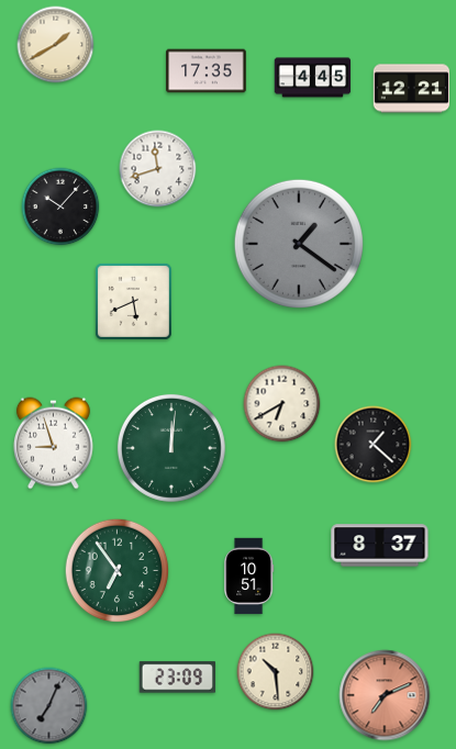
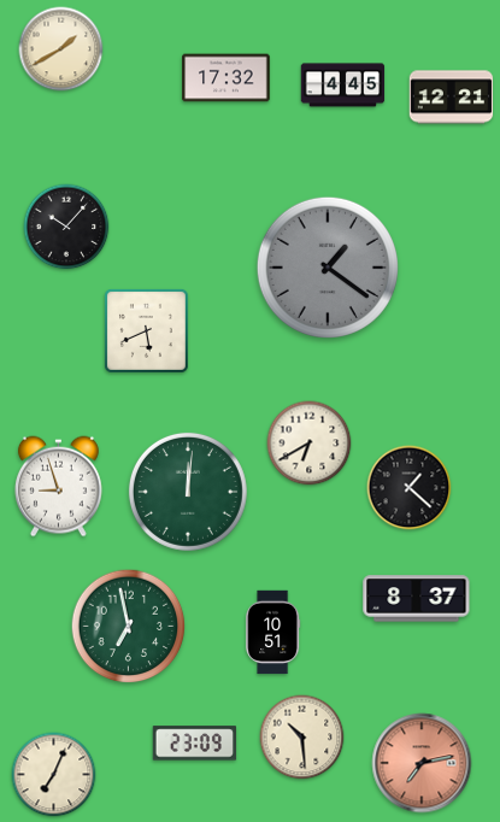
clock at (207, 71): 17:35 -> 17:32
clock at (158, 169): 11:42 -> none
clock at (118, 571): 6:54 -> 6:58
clock at (385, 695): 7:11 -> 7:13
clock at (49, 706) dial: grey -> cream
